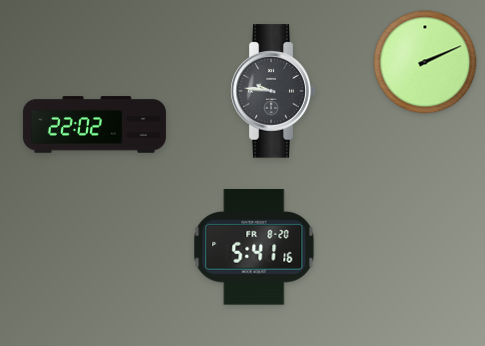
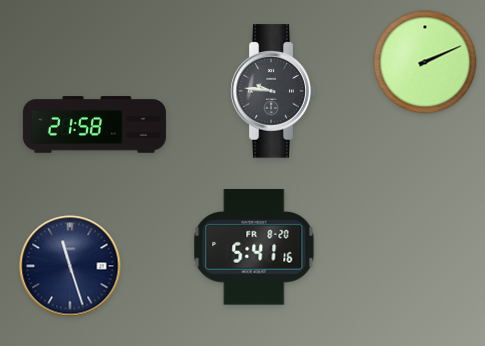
clock at (94, 125): 22:02 -> 21:58
clock at (70, 266): none -> 11:27
